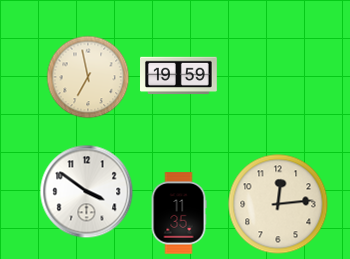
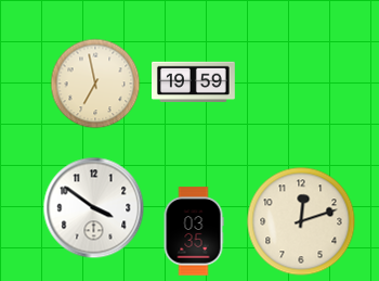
clock at (278, 204): 12:14 -> 12:12
clock at (179, 213): 11:35 -> 03:35
